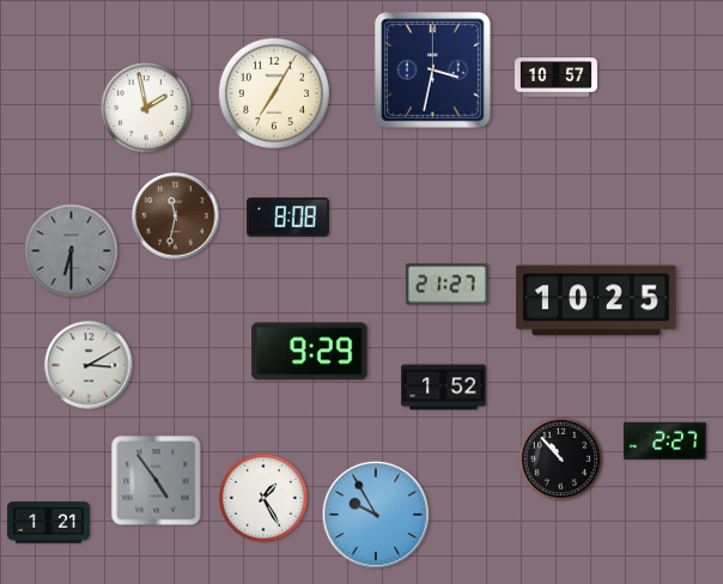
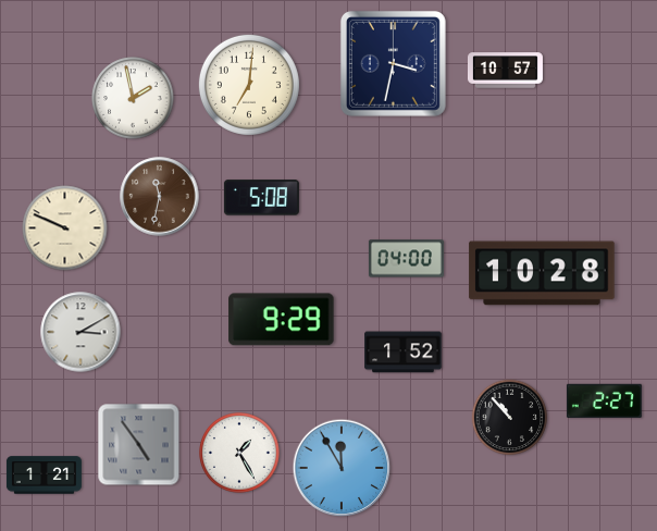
clock at (274, 93): 7:05 -> 7:01
clock at (287, 218): 8:08 -> 5:08
clock at (72, 251): 6:30 -> 9:49
clock at (72, 251) dial: grey -> cream
clock at (446, 285): 21:27 -> 04:00
clock at (596, 300): 10:25 -> 10:28
clock at (157, 481) position: (157, 481) -> (139, 445)
clock at (376, 515): 9:55 -> 11:55
